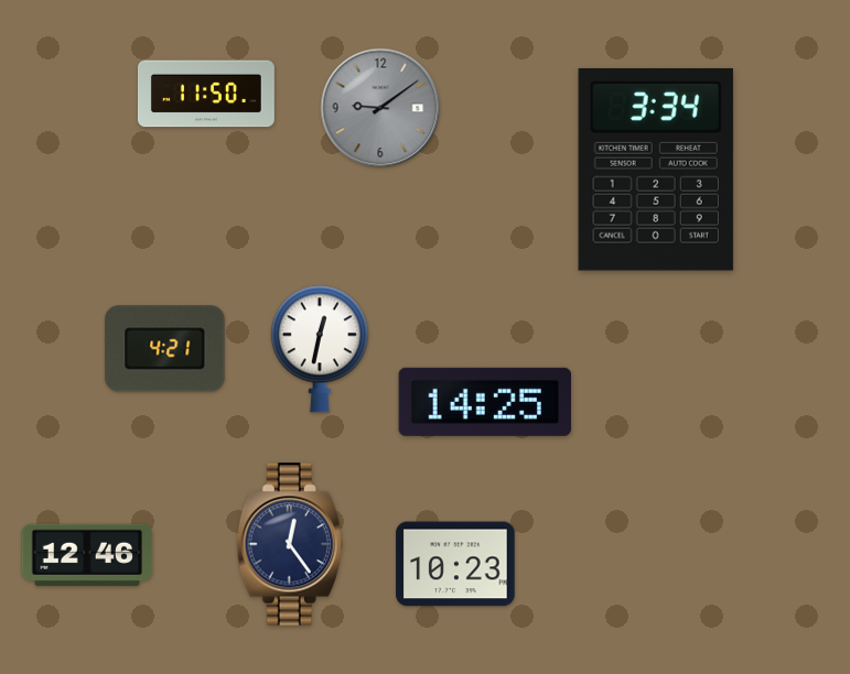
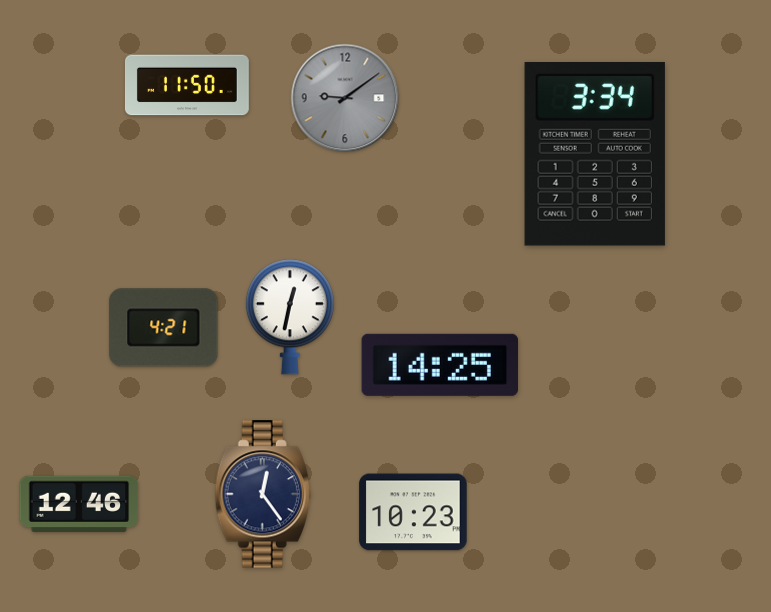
clock at (165, 349) position: (165, 349) -> (164, 328)
